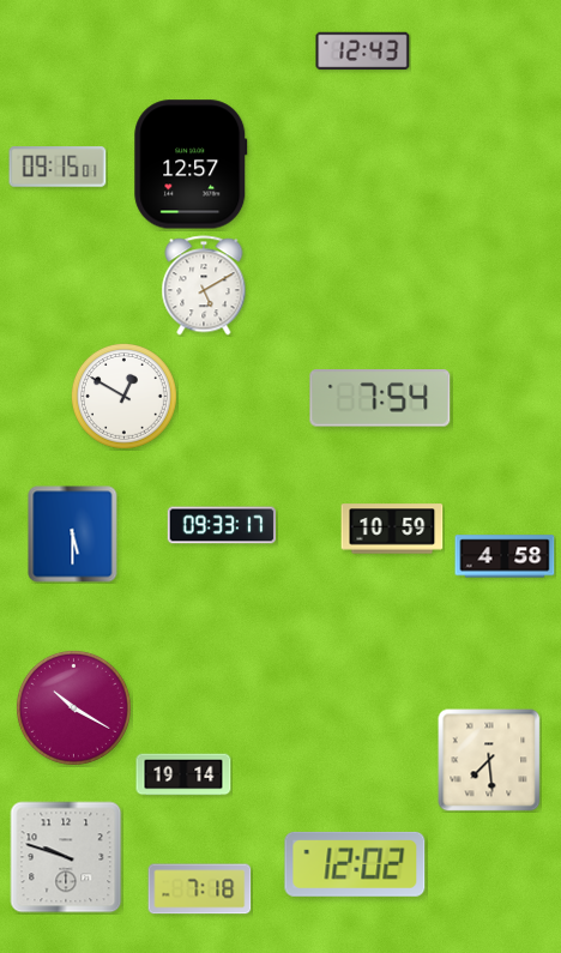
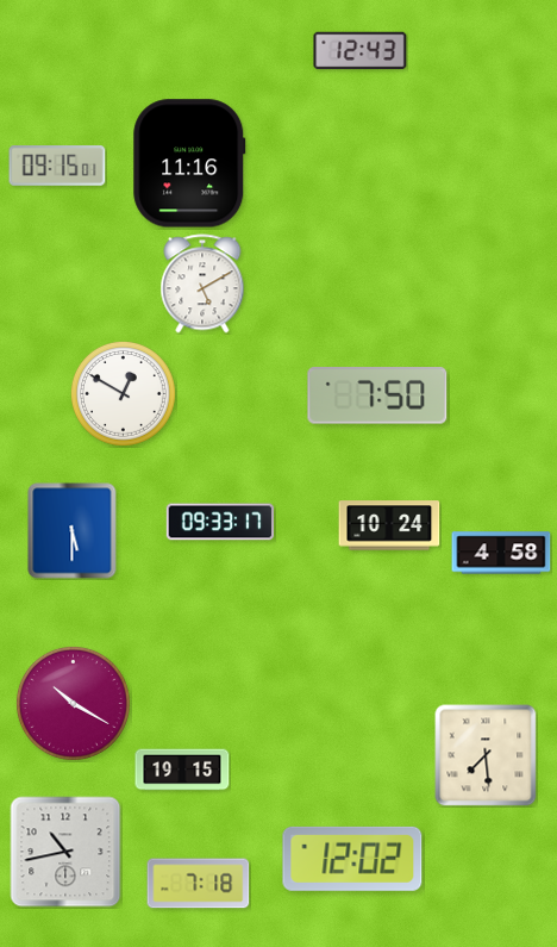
clock at (191, 164): 12:57 -> 11:16
clock at (380, 399): 7:54 -> 7:50
clock at (392, 529): 10:59 -> 10:24
clock at (183, 774): 19:14 -> 19:15
clock at (66, 857): 9:48 -> 10:43
